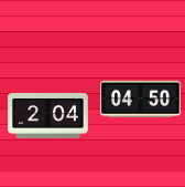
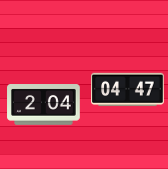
clock at (141, 100): 04:50 -> 04:47
